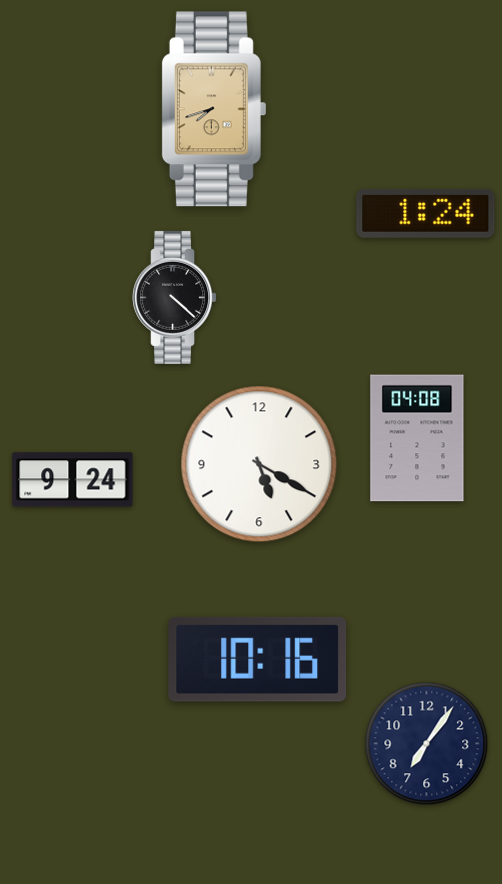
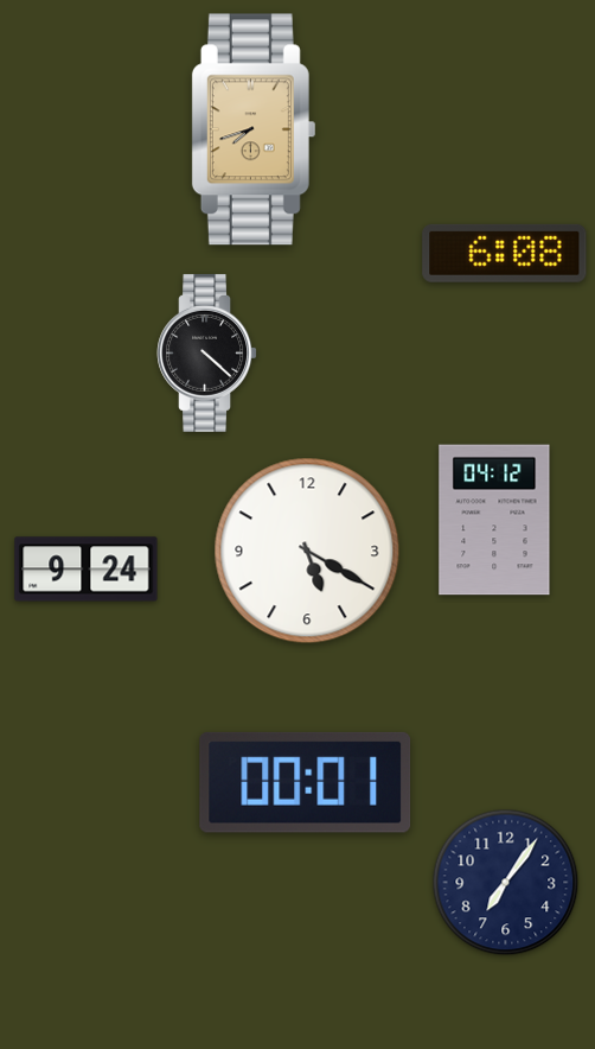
clock at (426, 213): 1:24 -> 6:08
clock at (417, 438): 04:08 -> 04:12
clock at (258, 659): 10:16 -> 00:01
